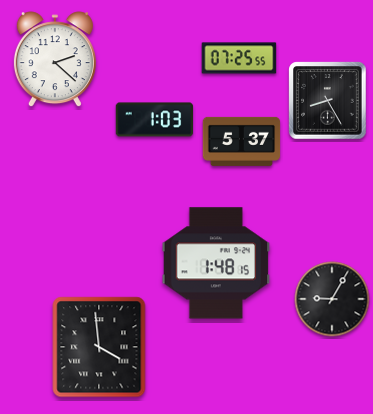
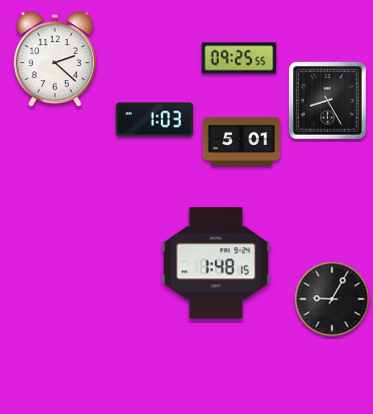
clock at (239, 58): 07:25 -> 09:25
clock at (242, 141): 5:37 -> 5:01
clock at (99, 347): 3:59 -> none
